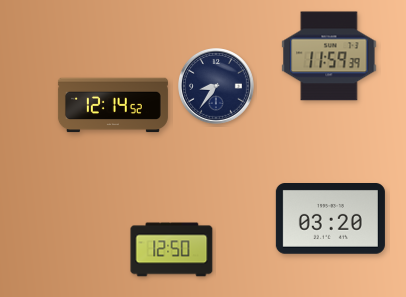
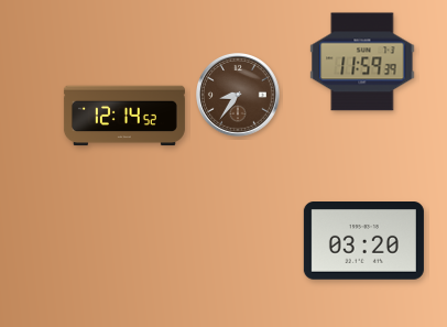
clock at (217, 87) dial: navy -> brown
clock at (172, 250): 12:50 -> none
